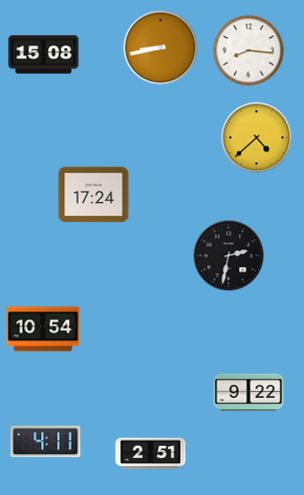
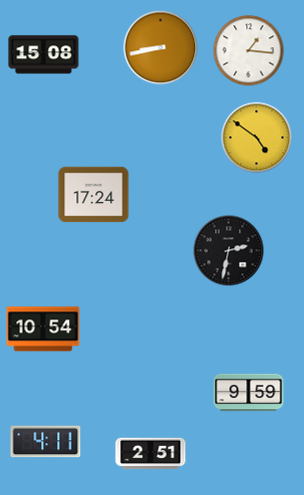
clock at (249, 51): 8:16 -> 1:16
clock at (257, 138): 4:38 -> 4:51
clock at (229, 256) position: (229, 256) -> (229, 251)
clock at (249, 393): 9:22 -> 9:59
